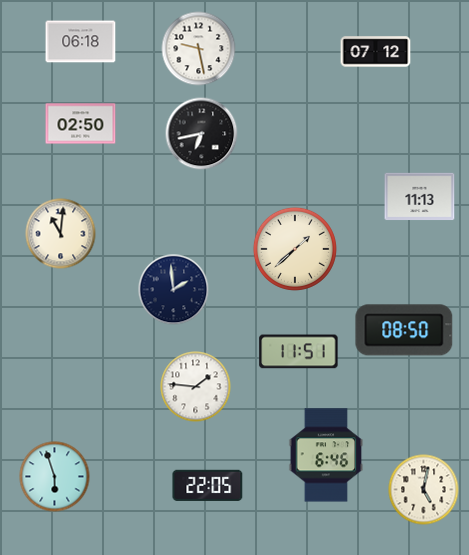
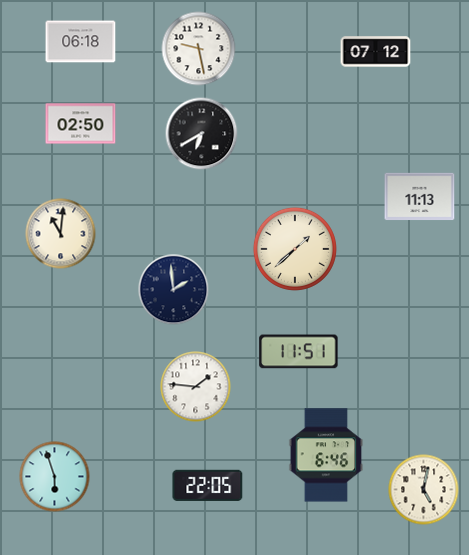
clock at (202, 134): 6:43 -> 6:40
clock at (404, 330): 08:50 -> none
